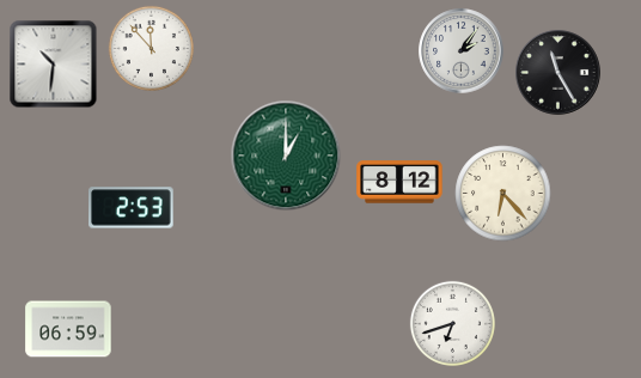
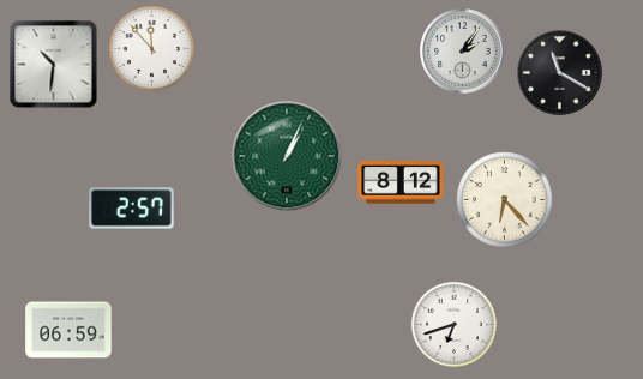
clock at (558, 73): 11:25 -> 11:20
clock at (286, 156): 1:00 -> 1:04
clock at (503, 194) position: (503, 194) -> (505, 200)
clock at (132, 208): 2:53 -> 2:57
